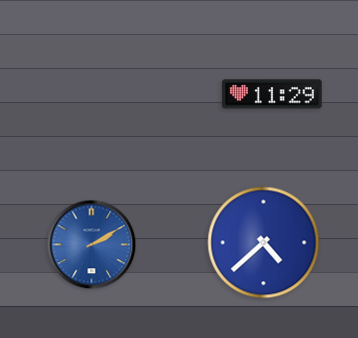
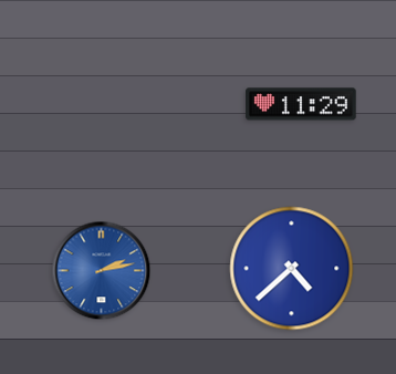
clock at (92, 245): 2:10 -> 2:13
